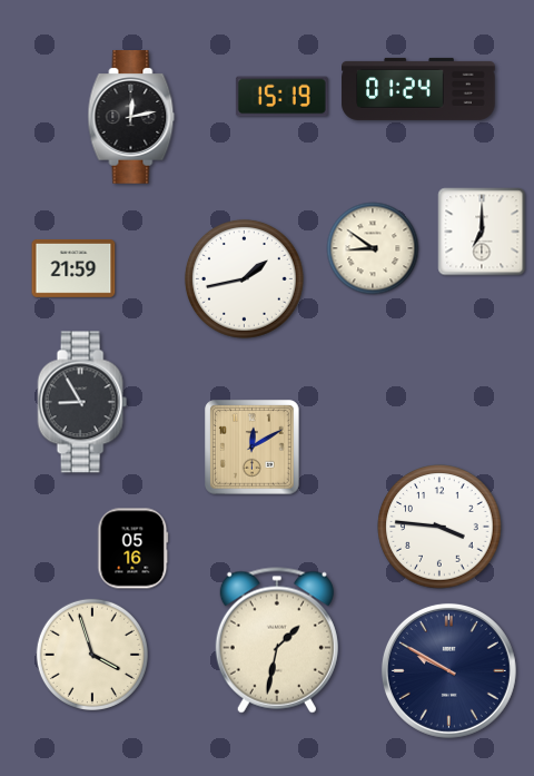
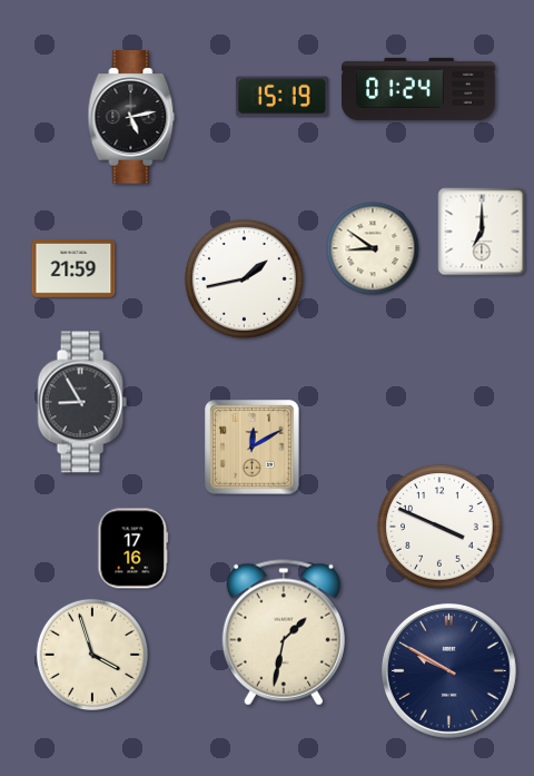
clock at (131, 117): 12:13 -> 5:13
clock at (439, 527): 3:46 -> 3:49
clock at (133, 549): 05:16 -> 17:16
clock at (277, 640) position: (277, 640) -> (284, 632)
